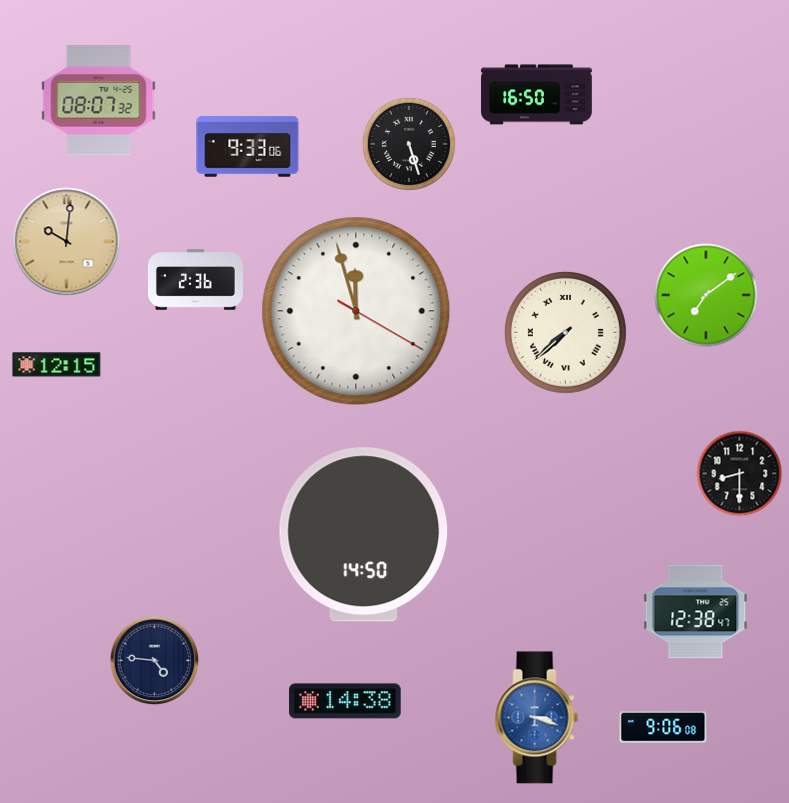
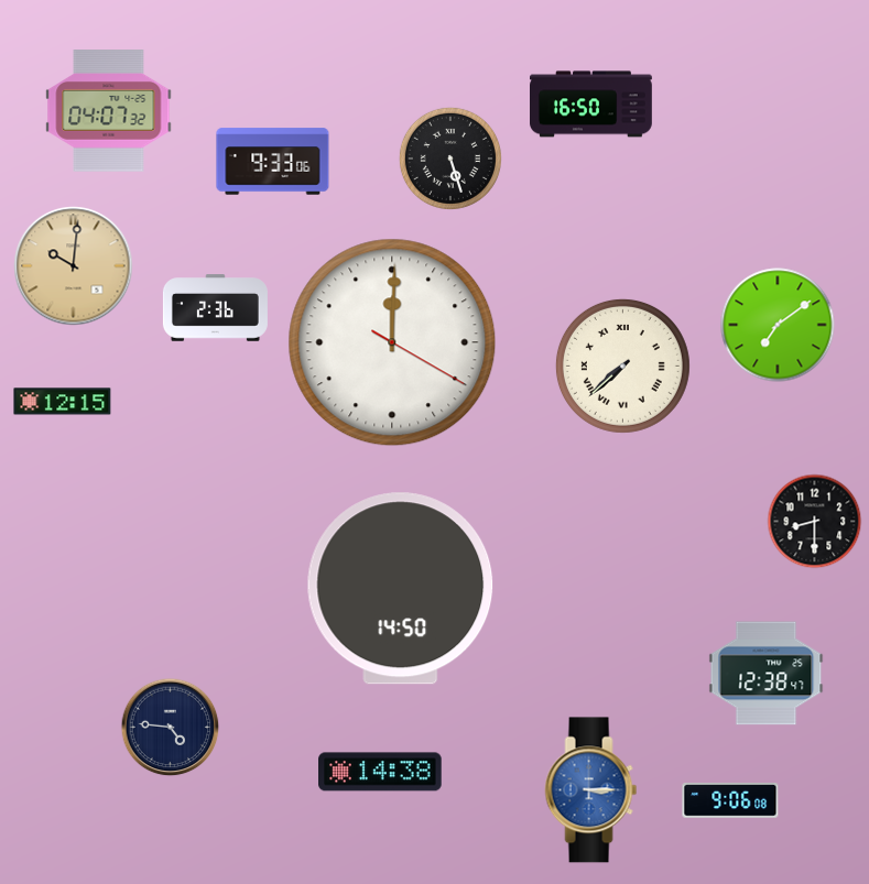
clock at (99, 101): 08:07 -> 04:07
clock at (356, 311): 11:57 -> 12:00
clock at (537, 718): 3:18 -> 3:15
